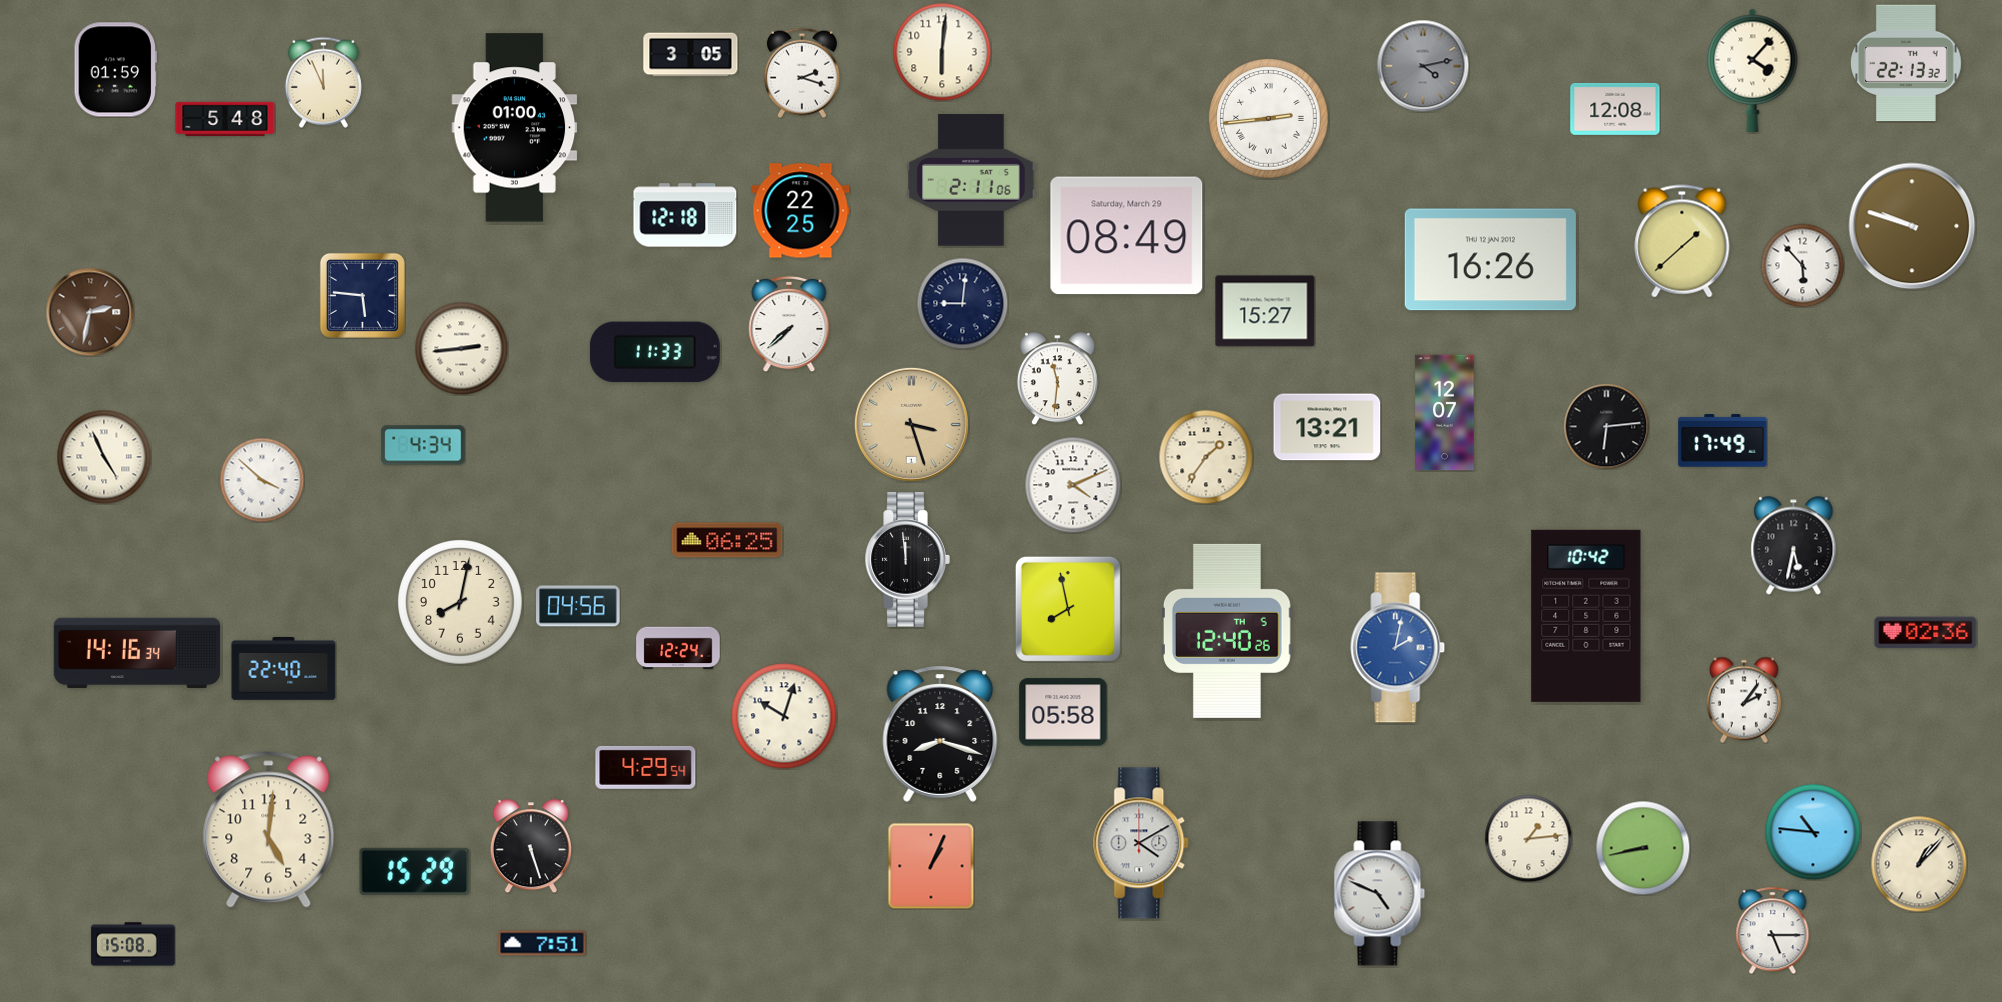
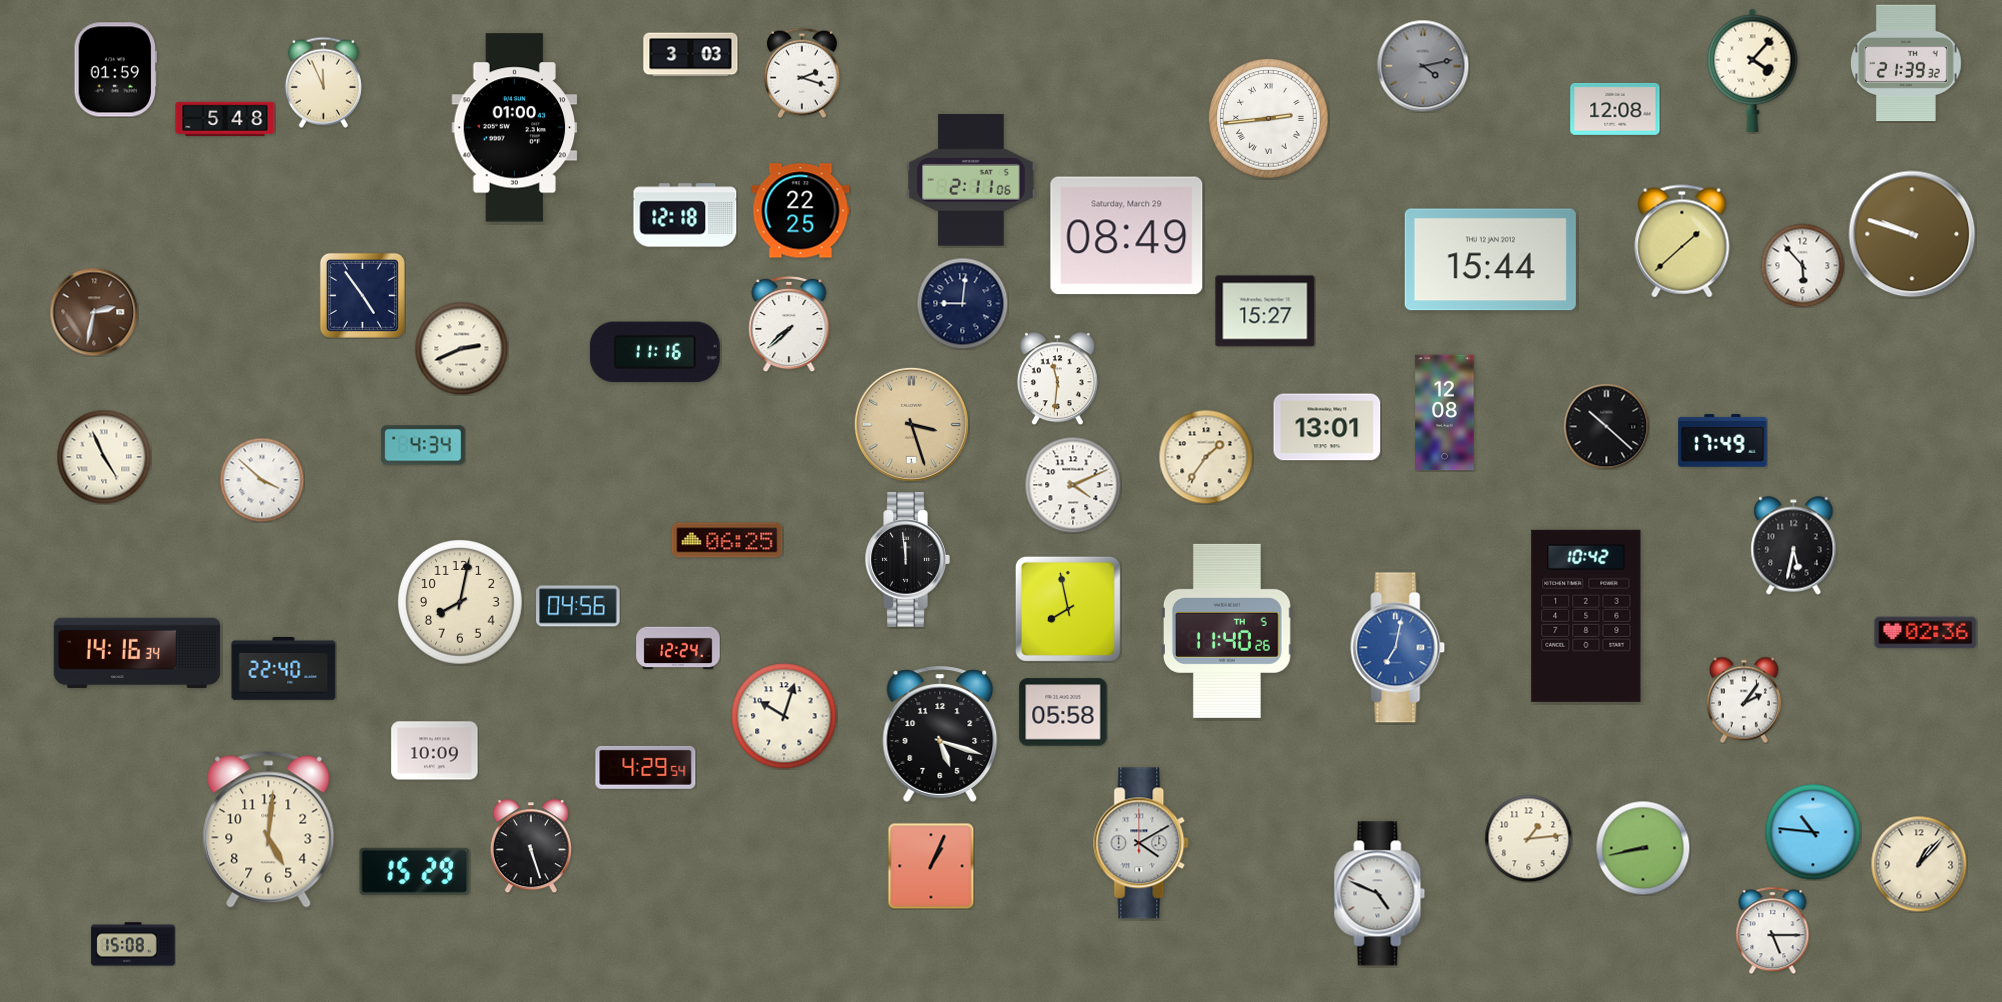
clock at (942, 52): 6:01 -> none
clock at (691, 55): 3:05 -> 3:03
clock at (1907, 63): 22:13 -> 21:39
clock at (1912, 226) position: (1912, 226) -> (1912, 234)
clock at (1490, 260): 16:26 -> 15:44
clock at (362, 295): 5:46 -> 4:54
clock at (90, 312) position: (90, 312) -> (94, 312)
clock at (461, 348): 2:44 -> 2:41
clock at (655, 352): 11:33 -> 11:16
clock at (1445, 413): 12:07 -> 12:08
clock at (1606, 426): 6:14 -> 10:22
clock at (1327, 427): 13:21 -> 13:01
clock at (1227, 631): 12:40 -> 11:40
clock at (1398, 648): 2:02 -> 7:02
clock at (940, 734): 8:18 -> 5:18
clock at (435, 751): none -> 10:09
clock at (542, 943): 7:51 -> none
